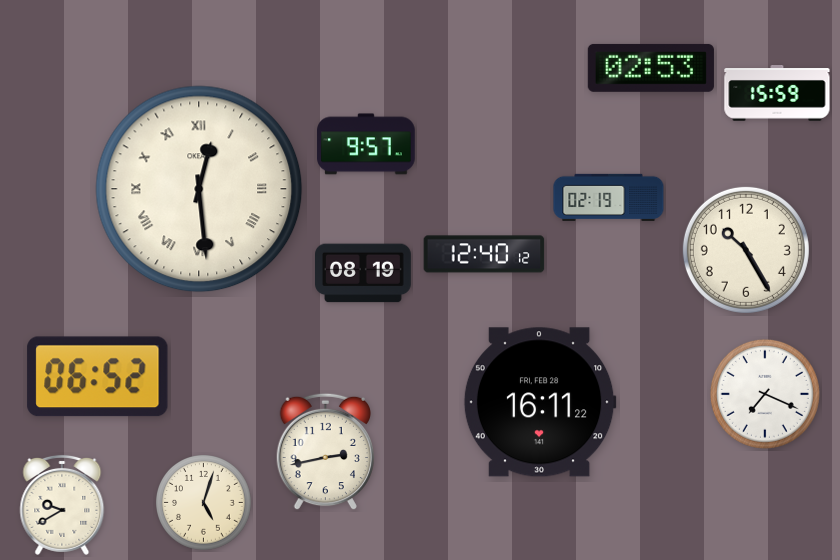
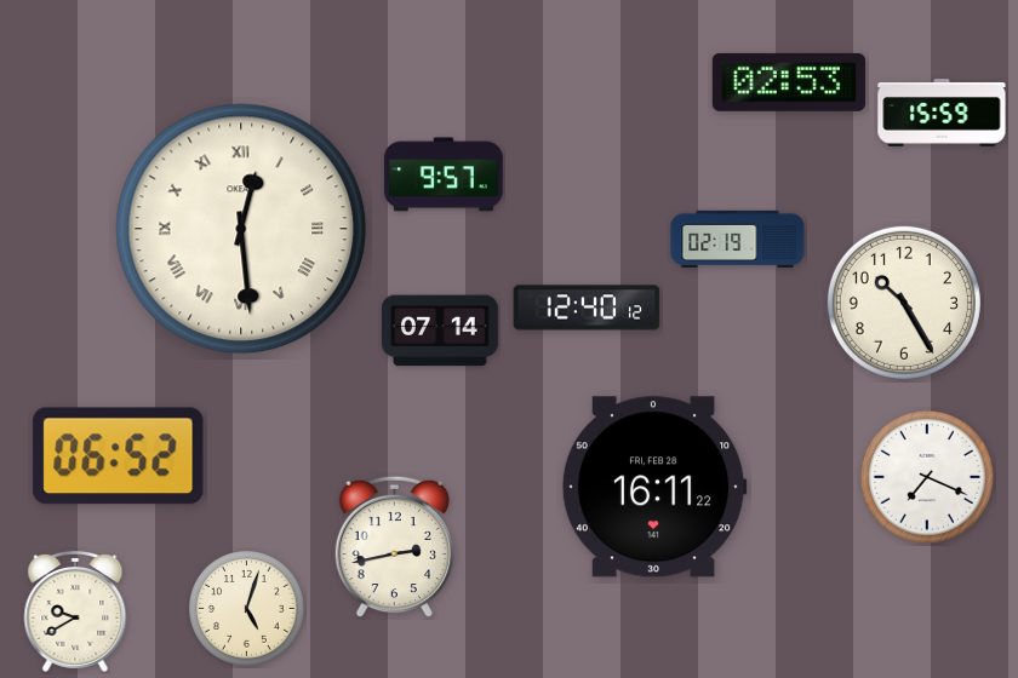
clock at (364, 273): 08:19 -> 07:14
